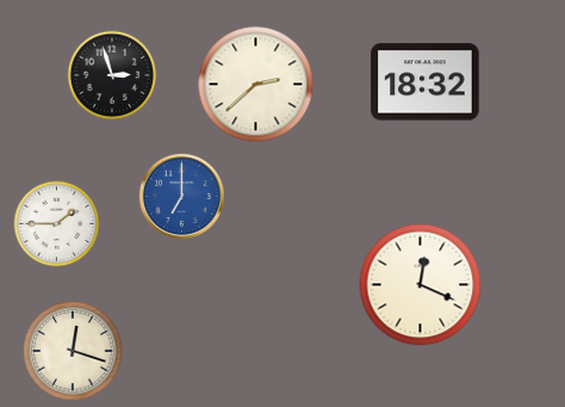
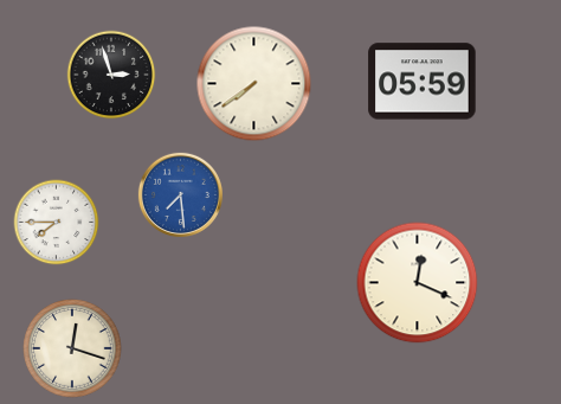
clock at (426, 82): 18:32 -> 05:59
clock at (256, 85): 2:38 -> 7:39
clock at (181, 196): 7:00 -> 7:29
clock at (57, 224): 1:45 -> 7:45
